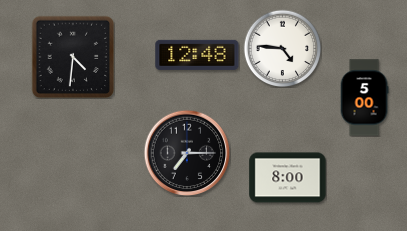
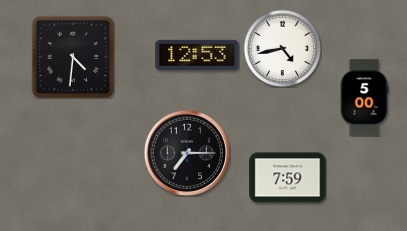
clock at (282, 48): 4:46 -> 4:43
clock at (197, 55): 12:48 -> 12:53
clock at (288, 178): 8:00 -> 7:59
